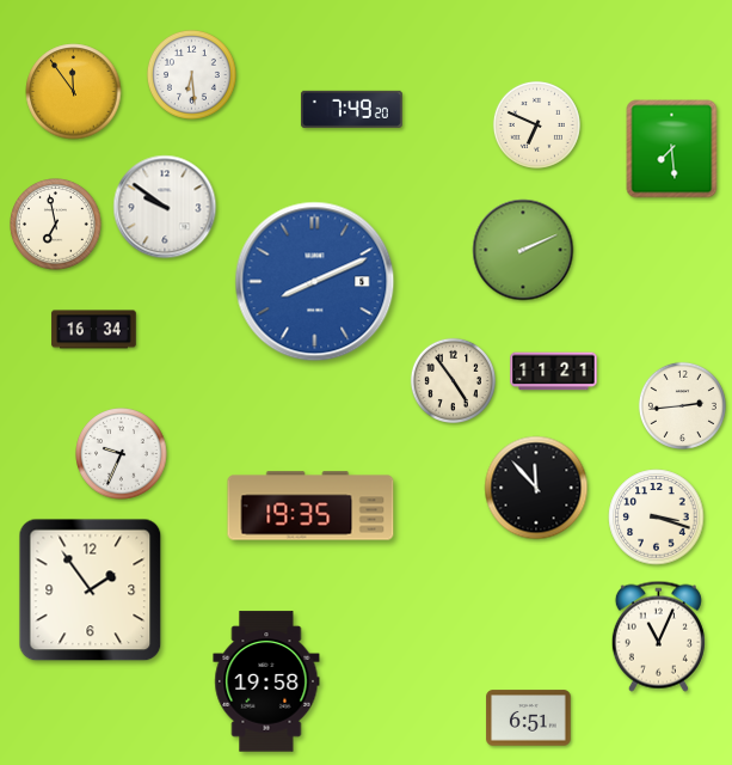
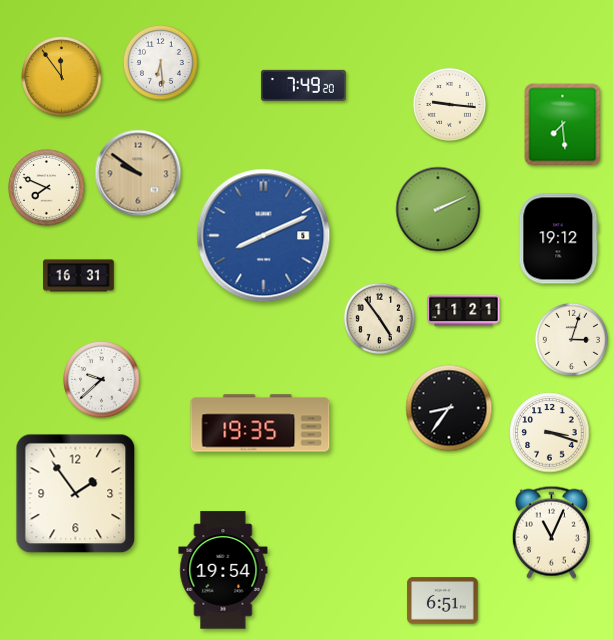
clock at (351, 109) position: (351, 109) -> (303, 85)
clock at (536, 124): 6:49 -> 9:16
clock at (165, 207) dial: white -> champagne
clock at (56, 225): 6:58 -> 7:49
clock at (559, 239): none -> 19:12
clock at (94, 330): 16:34 -> 16:31
clock at (682, 405): 2:44 -> 3:03
clock at (122, 454): 9:34 -> 9:38
clock at (536, 488): 11:53 -> 8:36
clock at (266, 681): 19:58 -> 19:54
